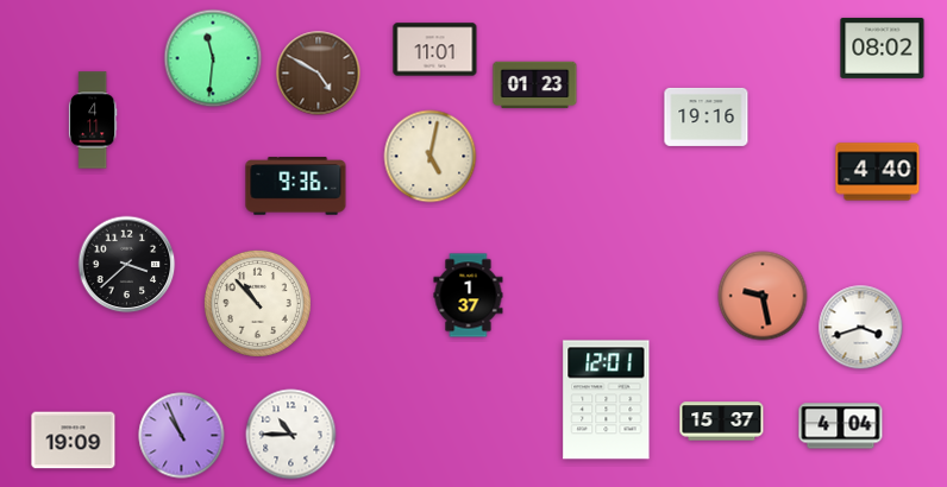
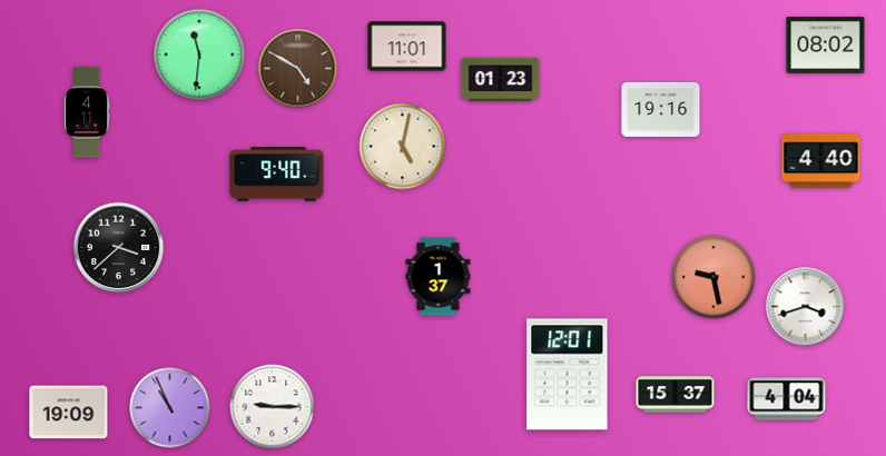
clock at (296, 186): 9:36 -> 9:40
clock at (257, 303): 10:53 -> none
clock at (291, 435): 10:45 -> 9:15
